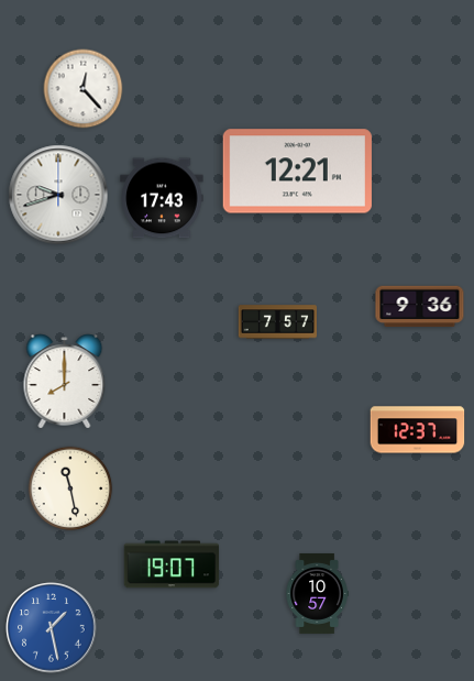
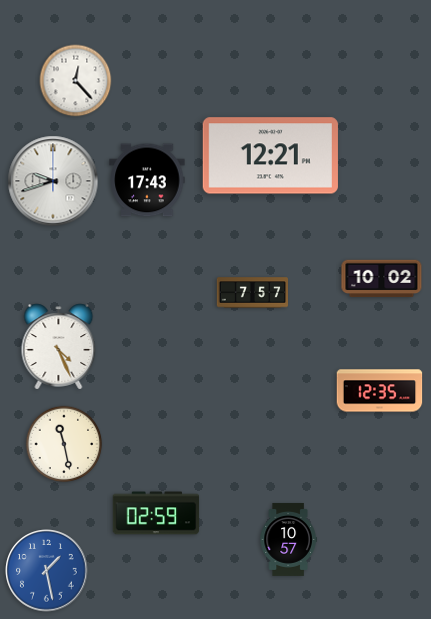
clock at (58, 195) position: (58, 195) -> (53, 181)
clock at (420, 307): 9:36 -> 10:02
clock at (65, 382): 8:00 -> 4:26
clock at (418, 430): 12:37 -> 12:35
clock at (172, 564): 19:07 -> 02:59
